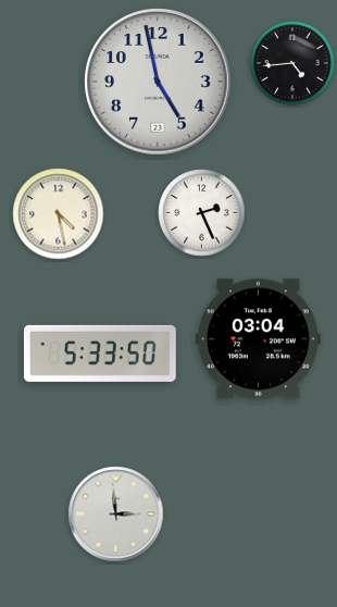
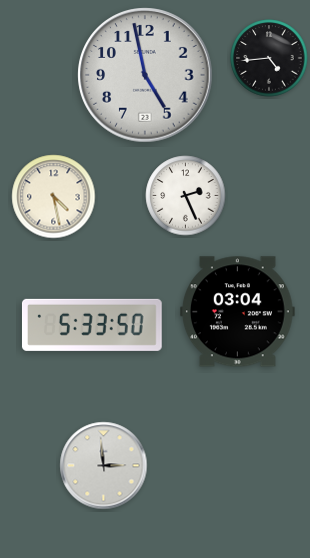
clock at (116, 515) position: (116, 515) -> (104, 466)
